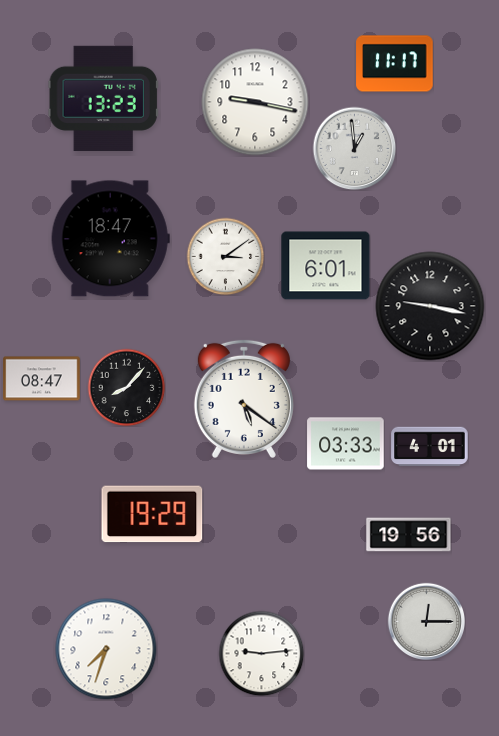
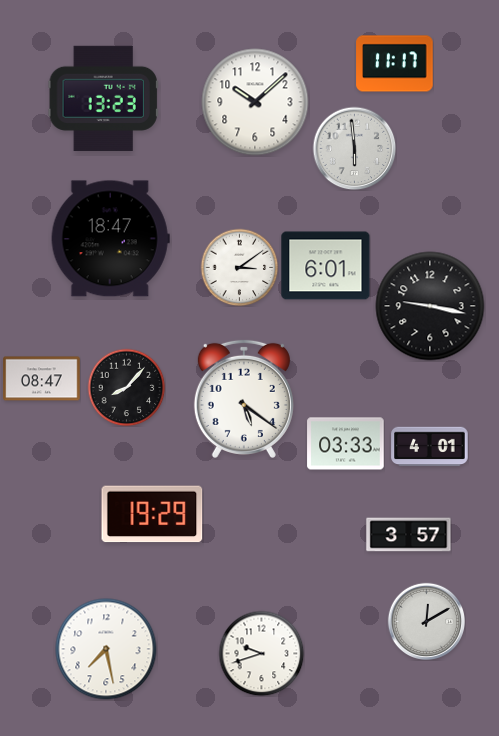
clock at (255, 102): 9:17 -> 10:08
clock at (354, 148): 12:59 -> 5:59
clock at (225, 256) position: (225, 256) -> (239, 267)
clock at (409, 535): 19:56 -> 3:57
clock at (426, 621): 12:15 -> 12:10
clock at (106, 649): 7:33 -> 7:28
clock at (261, 653): 9:14 -> 9:42
